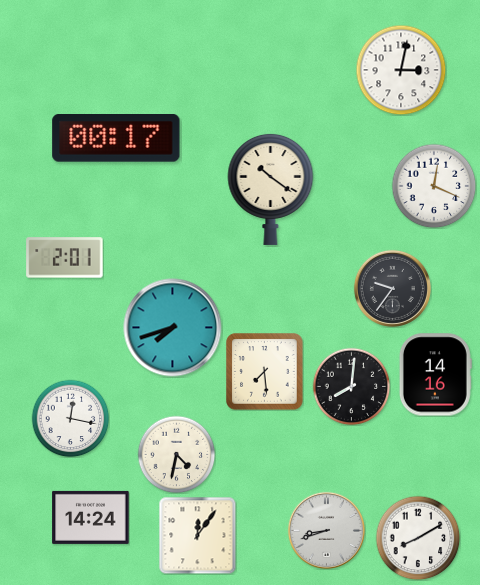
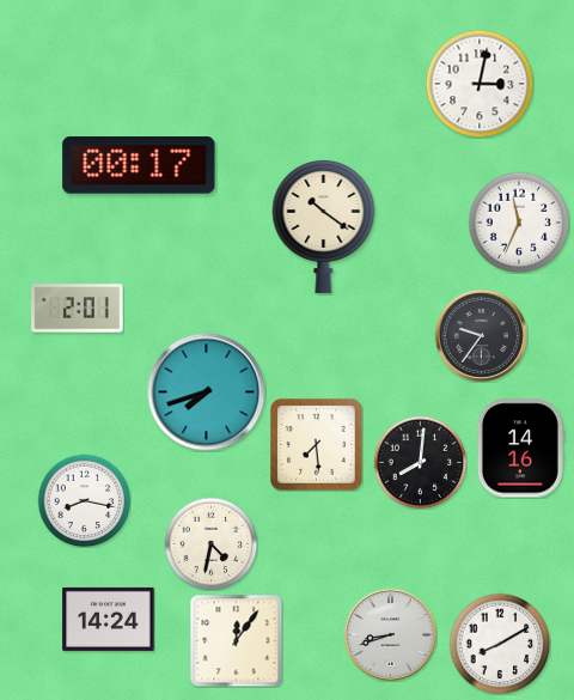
clock at (434, 186): 12:19 -> 11:34
clock at (392, 288) position: (392, 288) -> (481, 335)
clock at (70, 418): 12:17 -> 8:17
